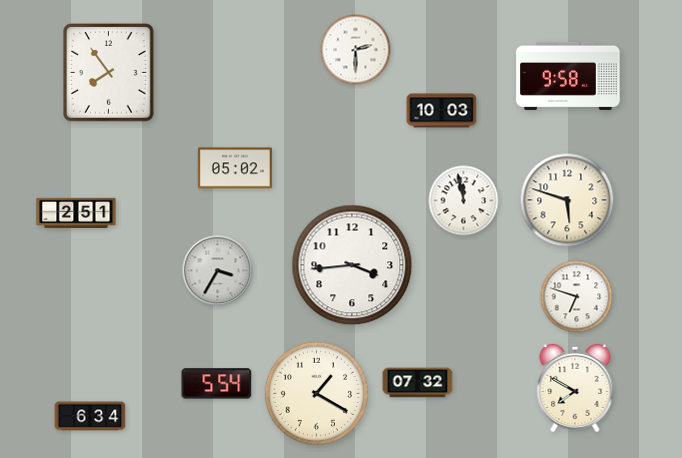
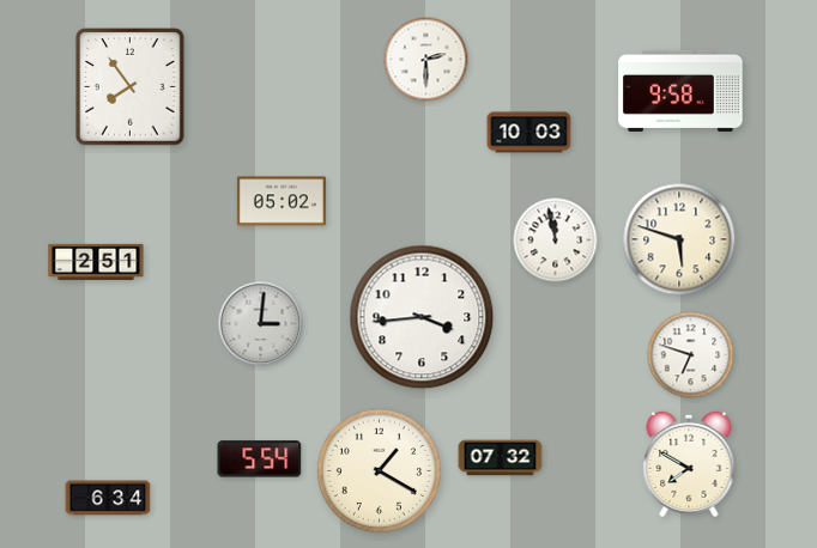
clock at (76, 213) position: (76, 213) -> (96, 262)
clock at (218, 271): 3:35 -> 3:01
